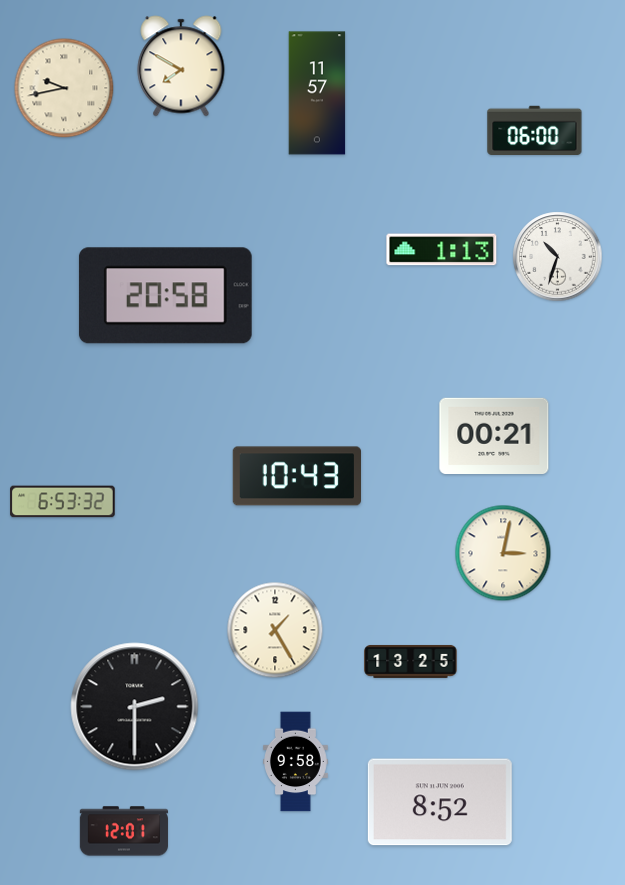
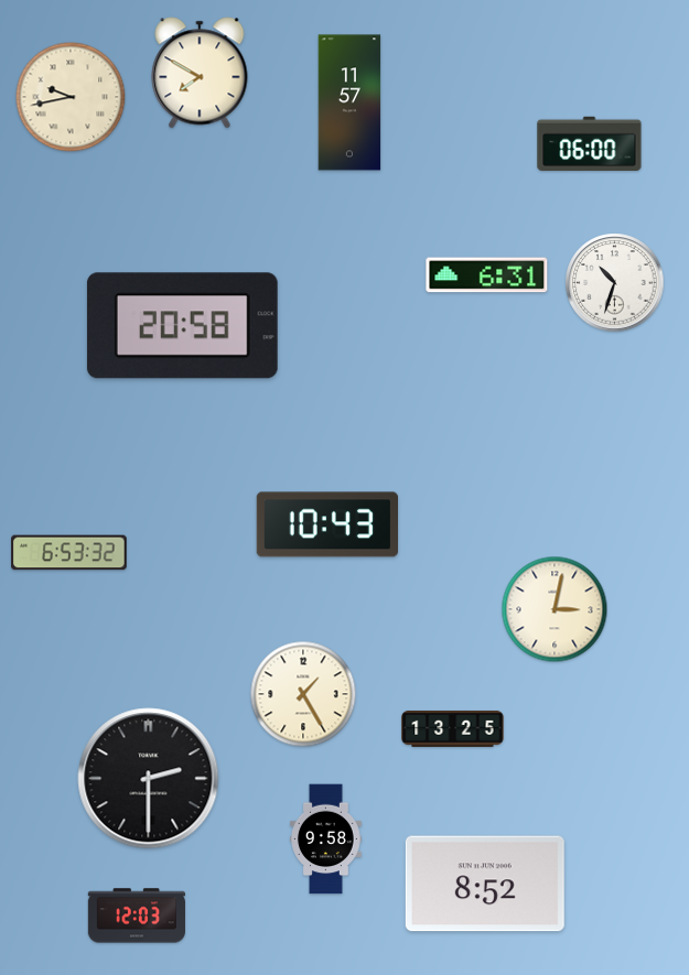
clock at (442, 250): 1:13 -> 6:31
clock at (494, 435): 00:21 -> none
clock at (124, 831): 12:01 -> 12:03
